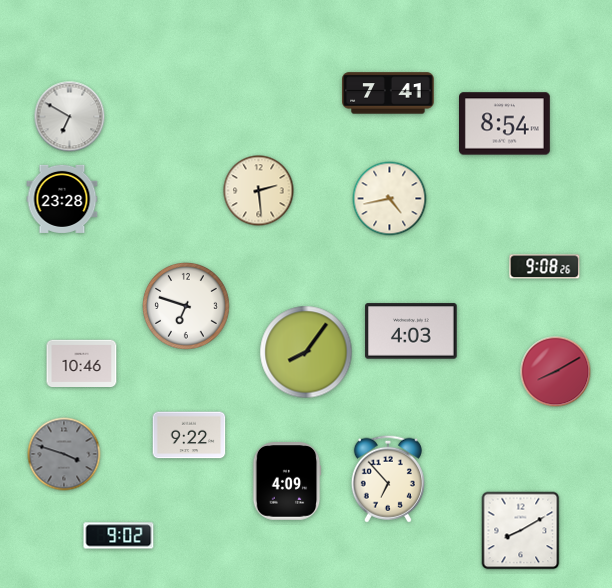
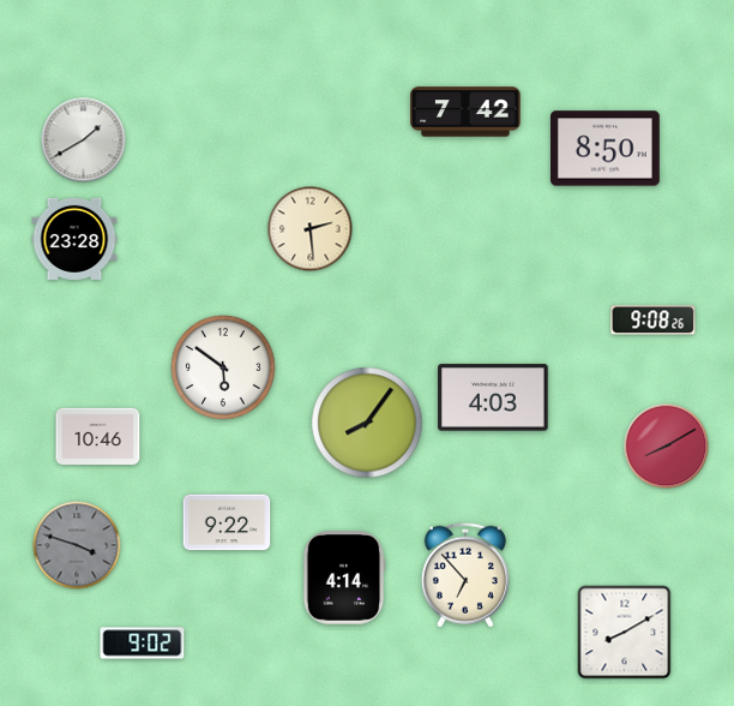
clock at (388, 93): 7:41 -> 7:42
clock at (70, 117): 6:50 -> 1:40
clock at (505, 124): 8:54 -> 8:50
clock at (390, 199): 4:43 -> none
clock at (187, 307): 6:48 -> 5:51
clock at (287, 481): 4:09 -> 4:14
clock at (521, 531) position: (521, 531) -> (625, 633)
